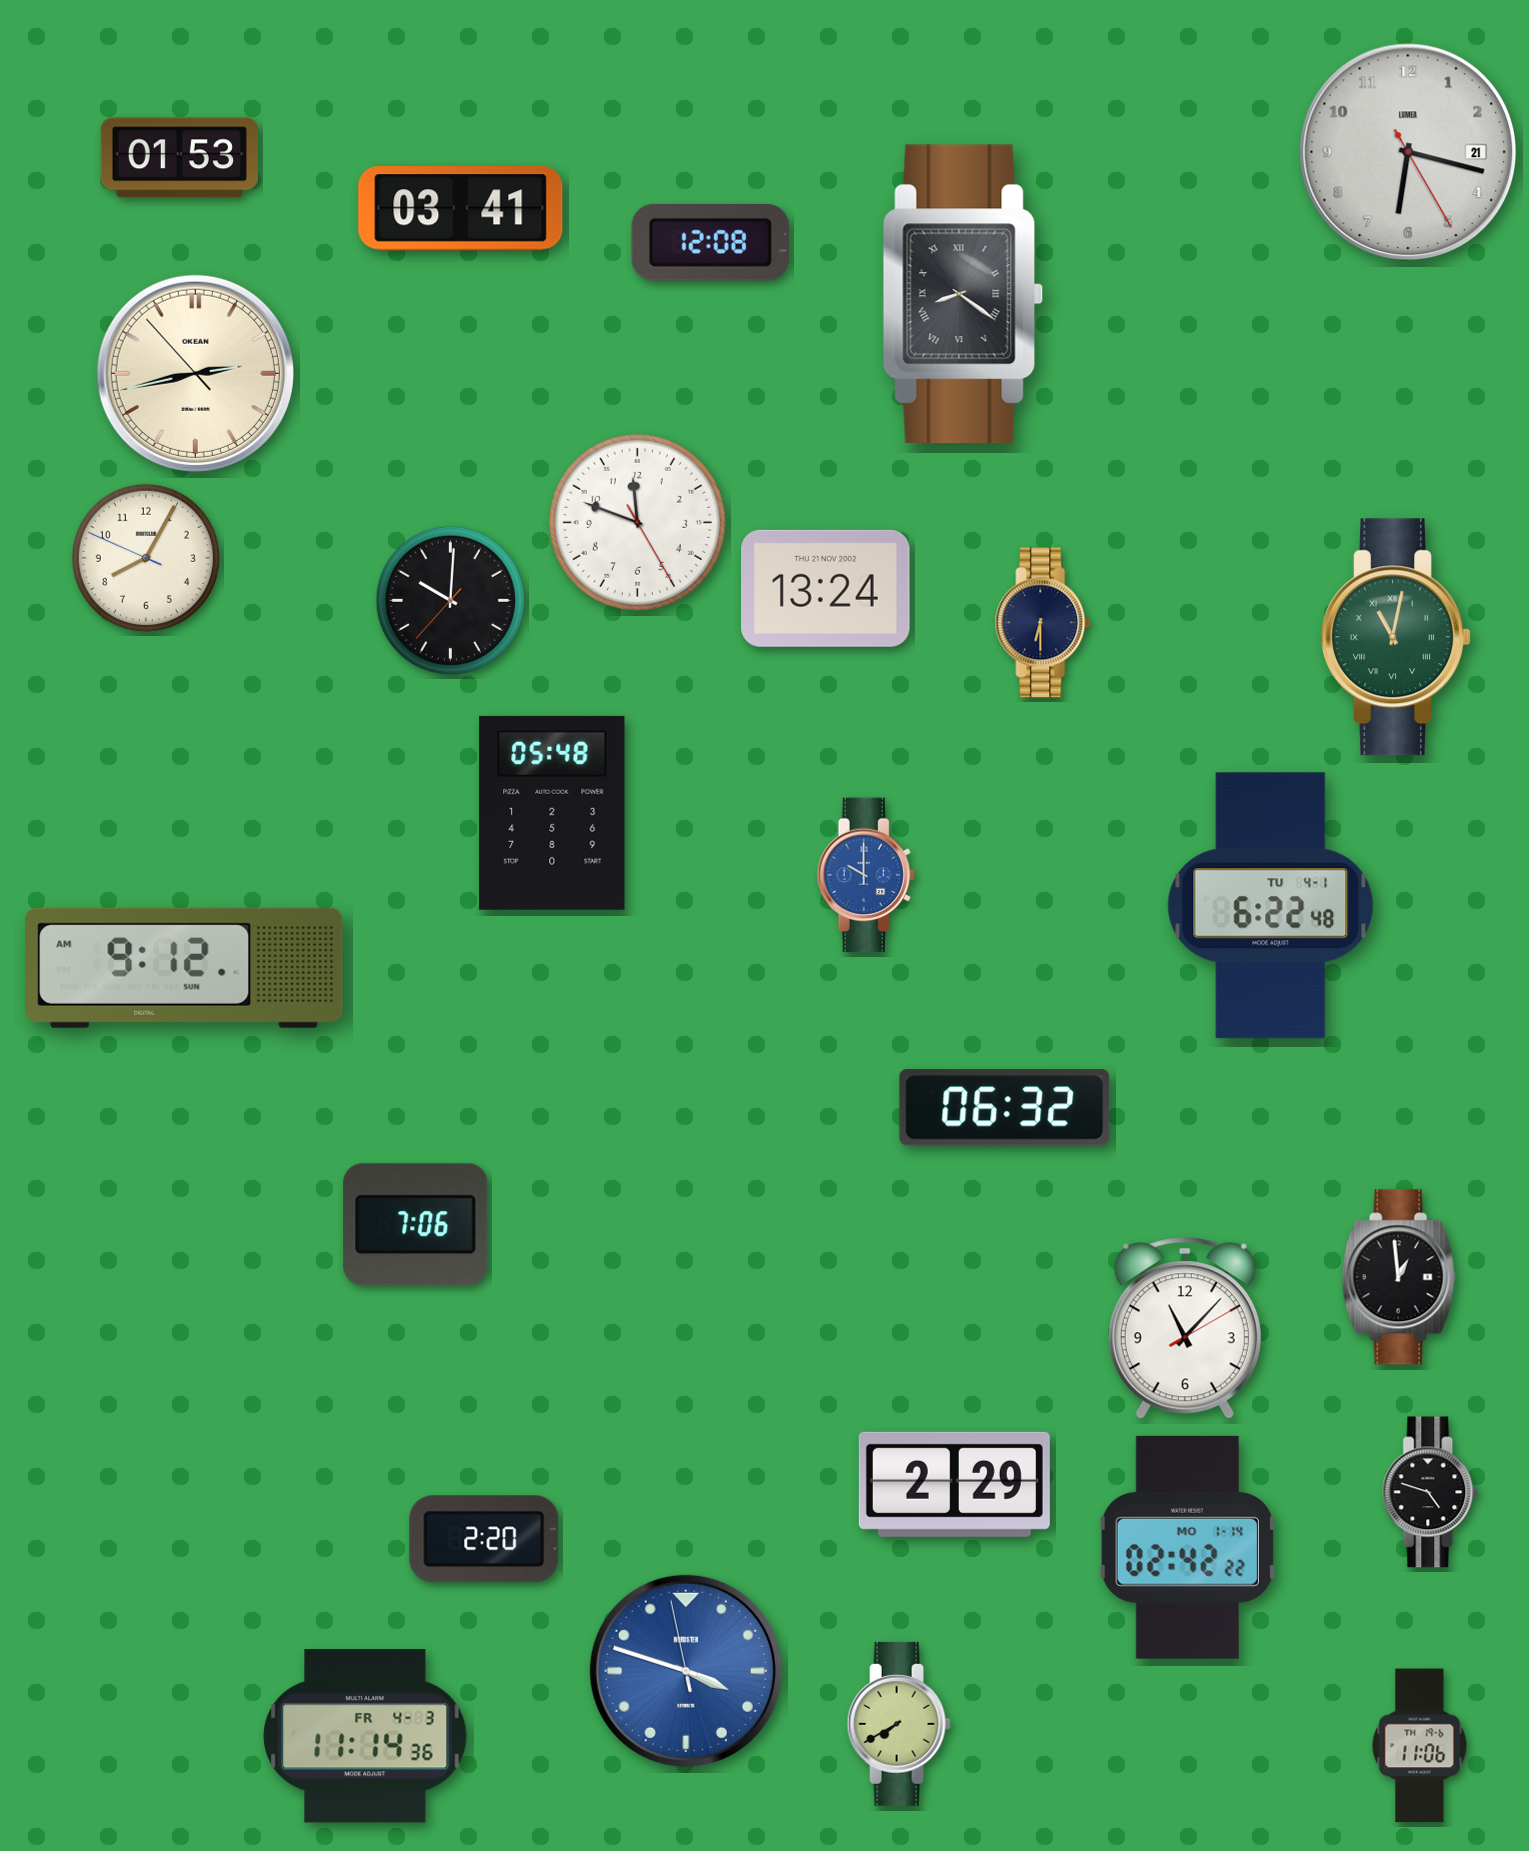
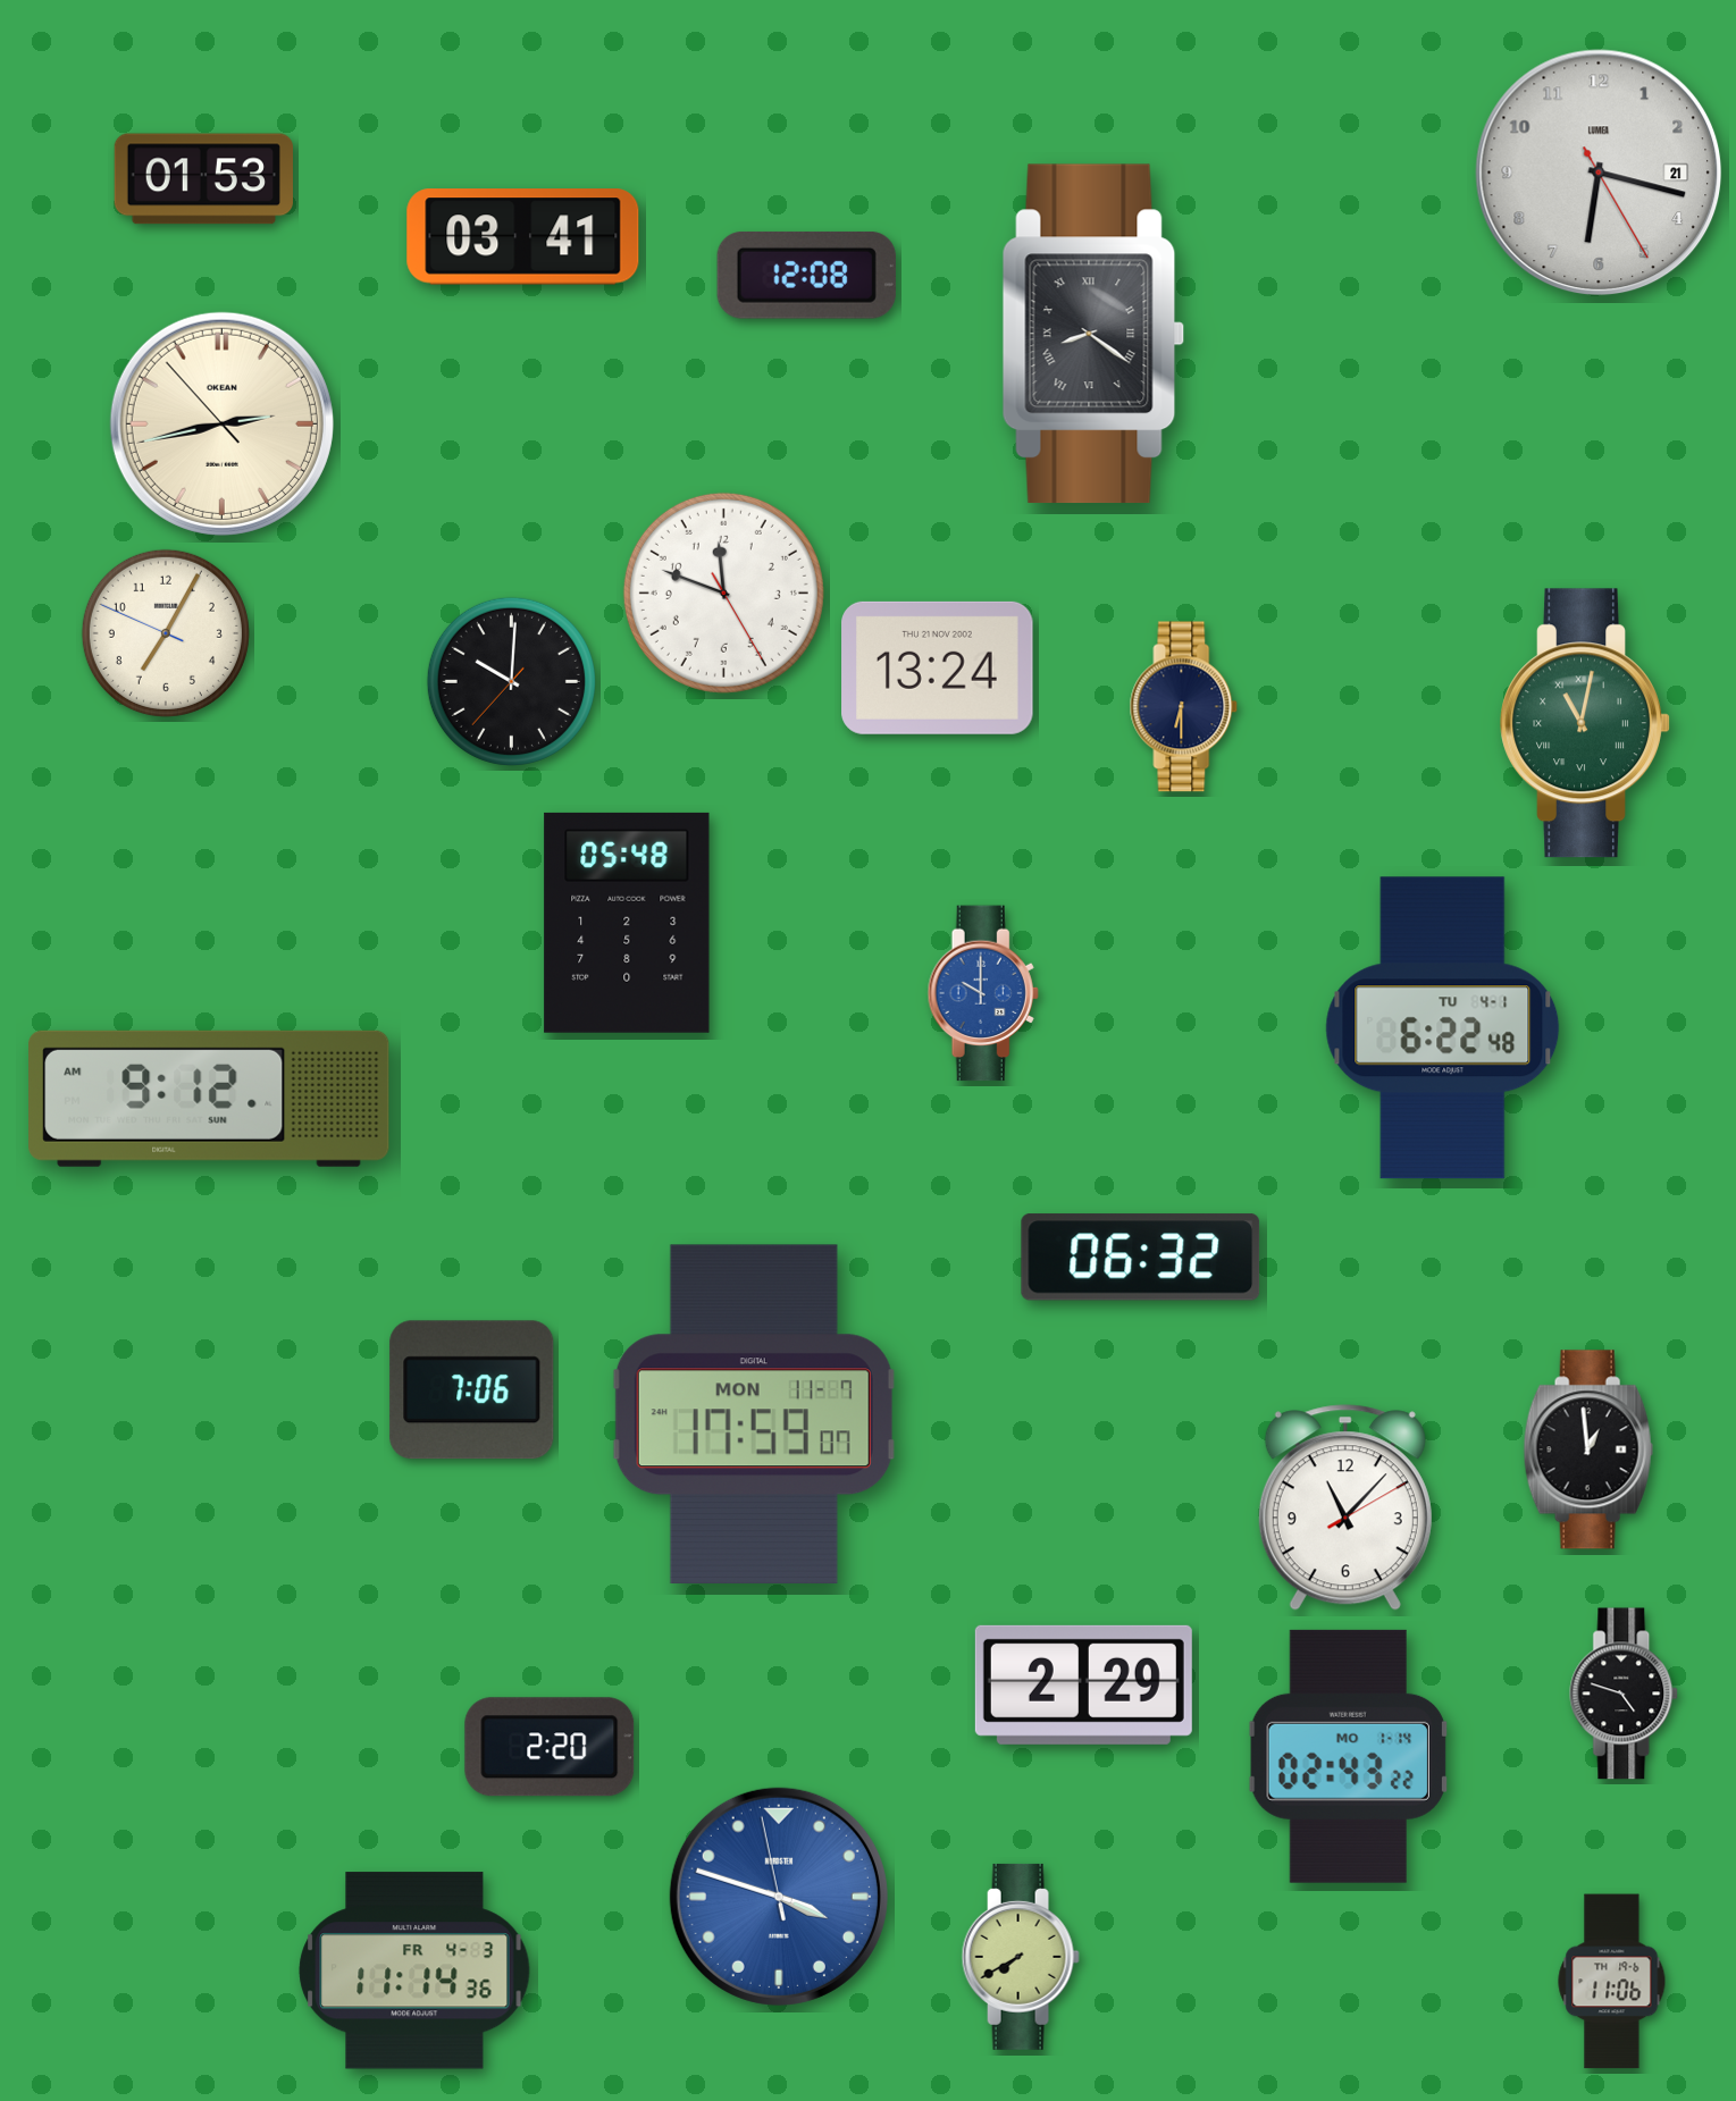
clock at (146, 558): 8:04 -> 7:04
clock at (754, 1414): none -> 17:59
clock at (1187, 1547): 02:42 -> 02:43
